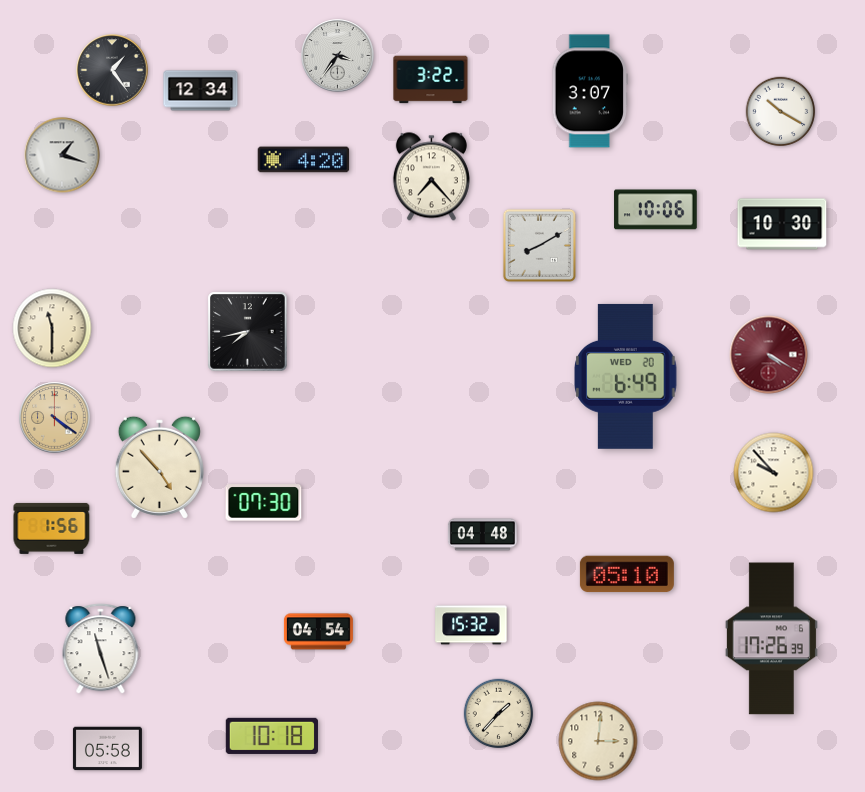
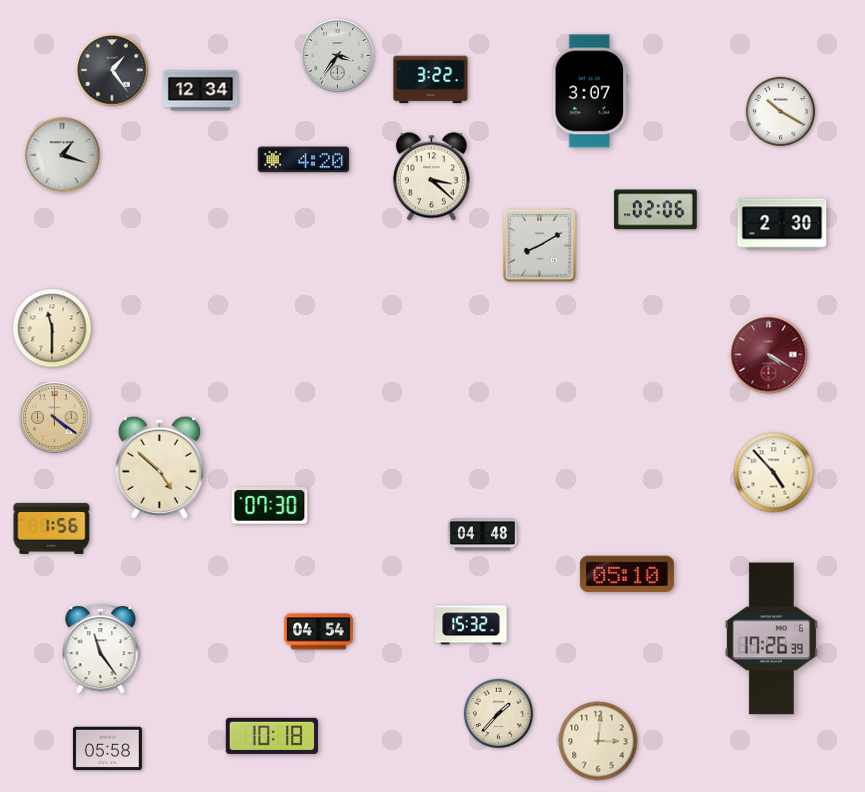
clock at (431, 177): 7:23 -> 3:22
clock at (656, 210): 10:06 -> 02:06
clock at (782, 224): 10:30 -> 2:30
clock at (248, 332): 7:43 -> none
clock at (626, 376): 6:49 -> none
clock at (159, 467): 4:53 -> 4:52
clock at (774, 473): 9:53 -> 4:53
clock at (264, 503) position: (264, 503) -> (270, 506)
clock at (101, 649): 11:27 -> 11:24
